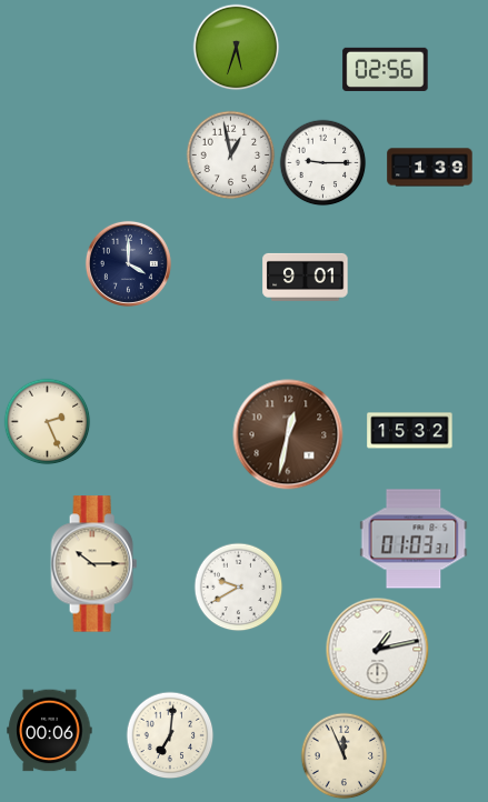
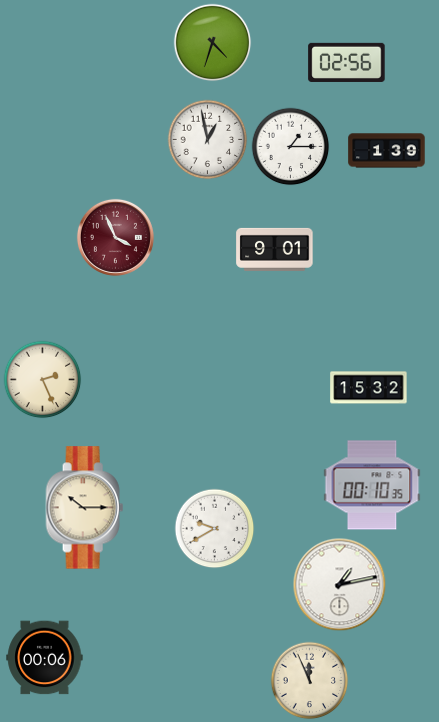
clock at (236, 47): 5:33 -> 4:33
clock at (322, 162): 9:15 -> 1:15
clock at (128, 263): 4:00 -> 3:56
clock at (128, 263) dial: navy -> burgundy
clock at (288, 434): 12:32 -> none
clock at (414, 539): 01:03 -> 00:10
clock at (170, 735): 7:01 -> none
